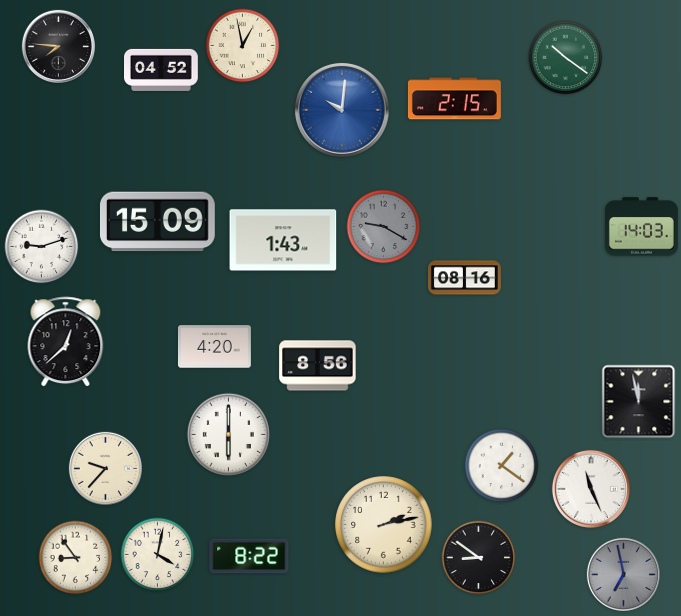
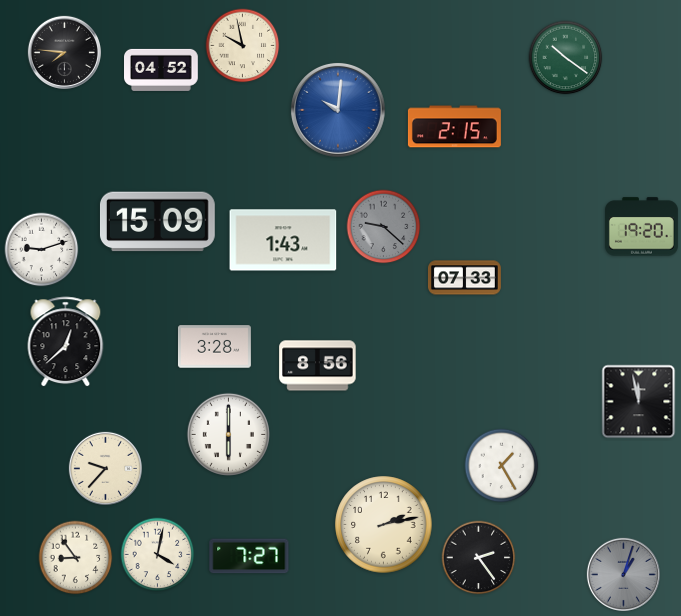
clock at (58, 46) position: (58, 46) -> (64, 52)
clock at (243, 46): 12:58 -> 9:58
clock at (454, 99) position: (454, 99) -> (454, 127)
clock at (343, 111) position: (343, 111) -> (339, 111)
clock at (384, 227): 9:20 -> 9:22
clock at (641, 227): 14:03 -> 19:20
clock at (42, 247) position: (42, 247) -> (42, 250)
clock at (464, 278): 08:16 -> 07:33
clock at (214, 347): 4:20 -> 3:28
clock at (502, 466): 1:21 -> 1:25
clock at (591, 489): 11:26 -> none
clock at (249, 556): 8:22 -> 7:27
clock at (479, 558): 8:51 -> 2:24
clock at (623, 574): 6:58 -> 1:03
